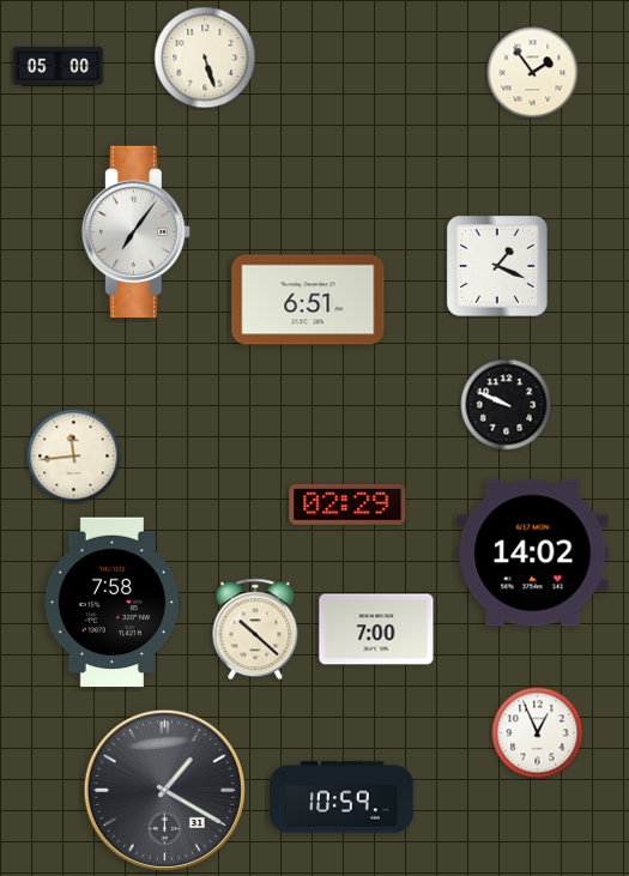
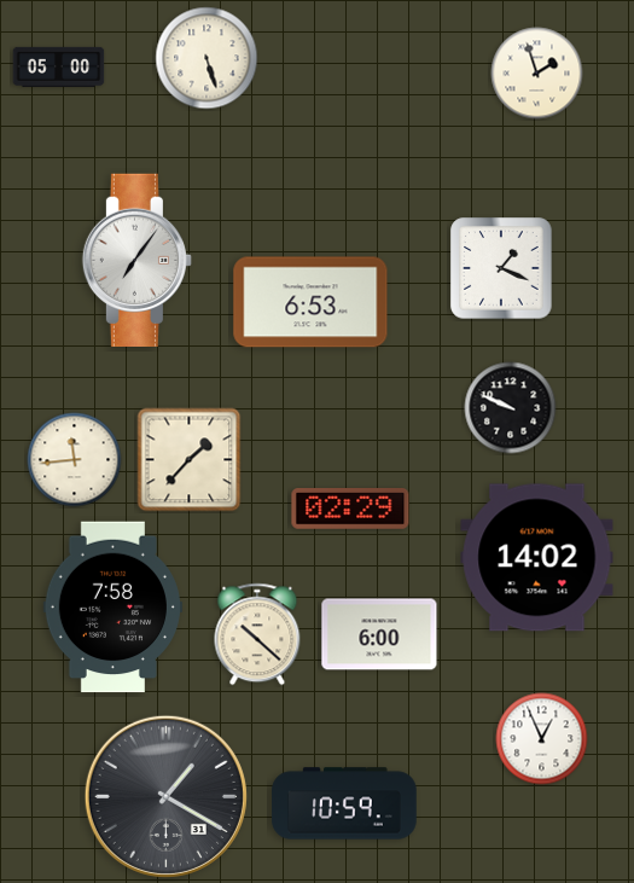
clock at (533, 73): 1:54 -> 1:57
clock at (135, 231) position: (135, 231) -> (136, 260)
clock at (308, 300): 6:51 -> 6:53
clock at (190, 460): none -> 1:37
clock at (376, 629): 7:00 -> 6:00
